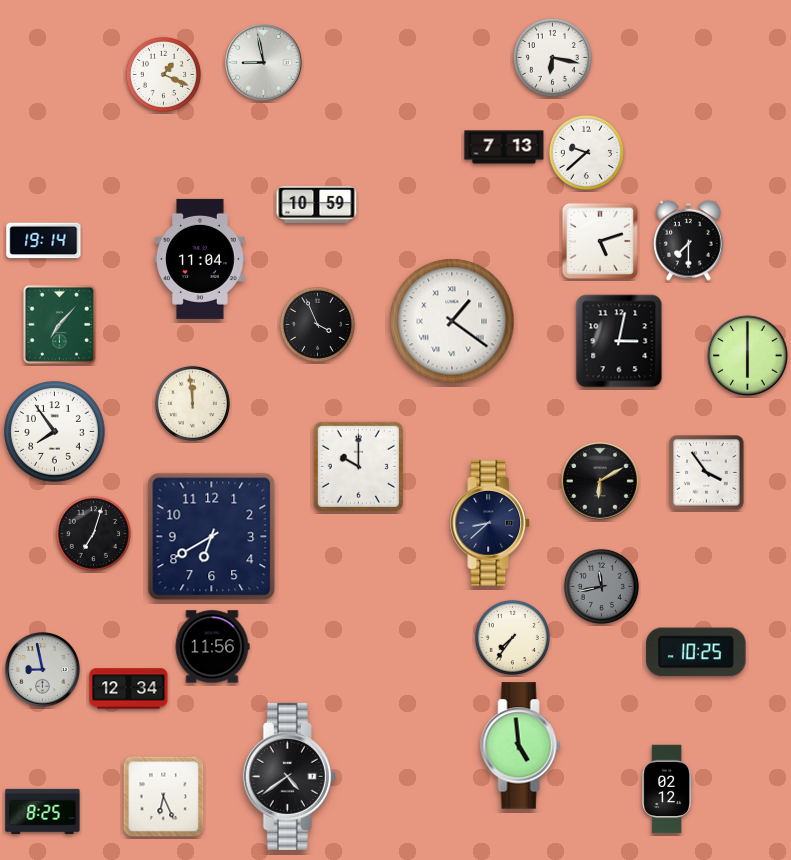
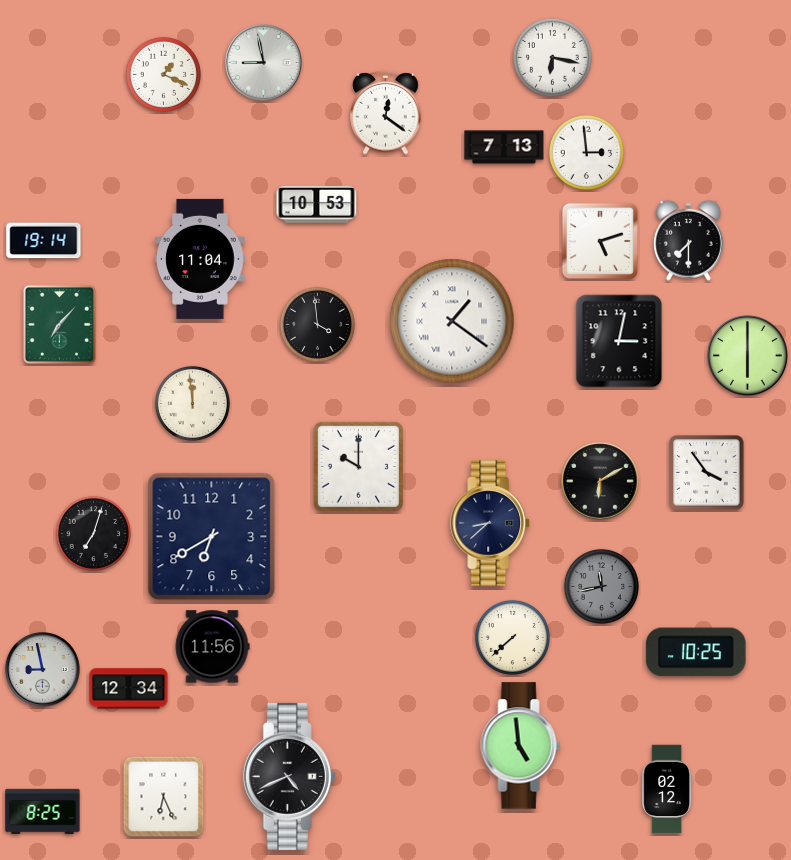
clock at (386, 112): none -> 12:21
clock at (586, 152): 9:38 -> 2:59
clock at (317, 204): 10:59 -> 10:53
clock at (317, 324): 3:56 -> 3:59
clock at (55, 432): 7:54 -> none
clock at (512, 637): 7:36 -> 7:38
clock at (289, 776): 4:39 -> 4:41
